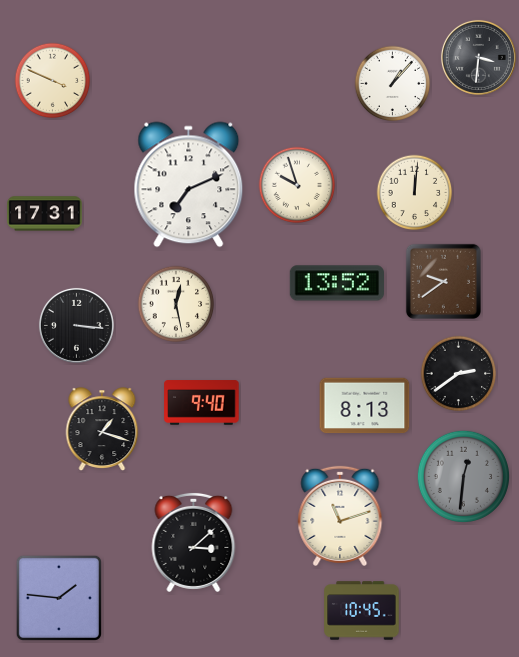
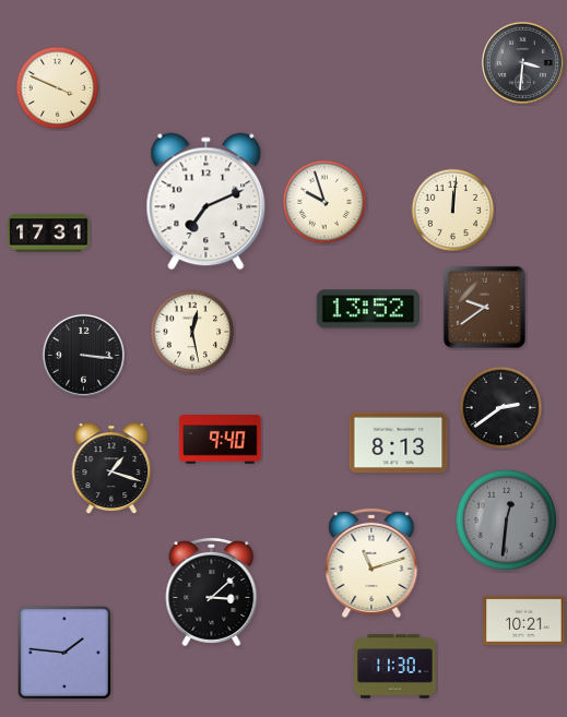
clock at (393, 84): 1:07 -> none
clock at (524, 620): none -> 10:21
clock at (362, 611): 10:45 -> 11:30
